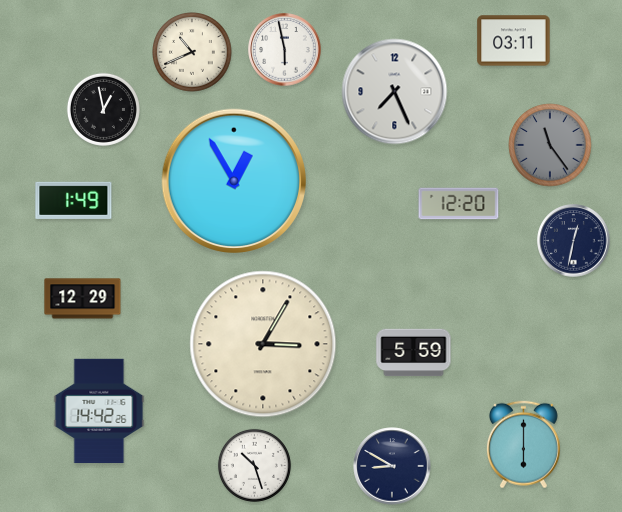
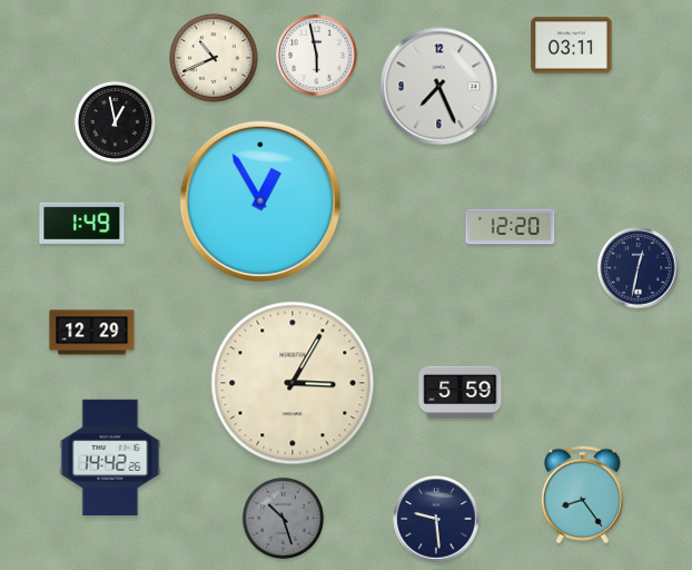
clock at (395, 92) position: (395, 92) -> (439, 87)
clock at (550, 145): 11:24 -> none
clock at (523, 445): 6:00 -> 8:24
clock at (254, 465) dial: white -> grey
clock at (392, 466): 8:50 -> 9:29
